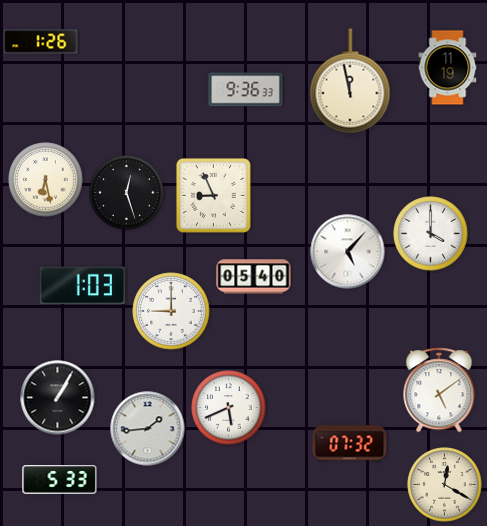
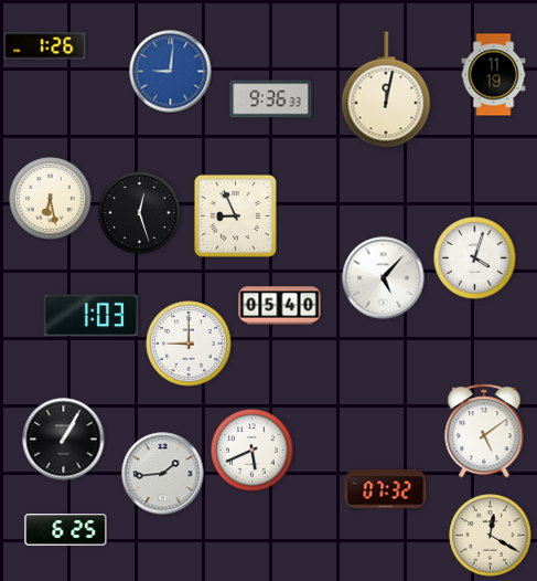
clock at (171, 72): none -> 9:01
clock at (350, 81): 11:58 -> 12:02
clock at (431, 234): 4:00 -> 4:03
clock at (60, 480): 5:33 -> 6:25
